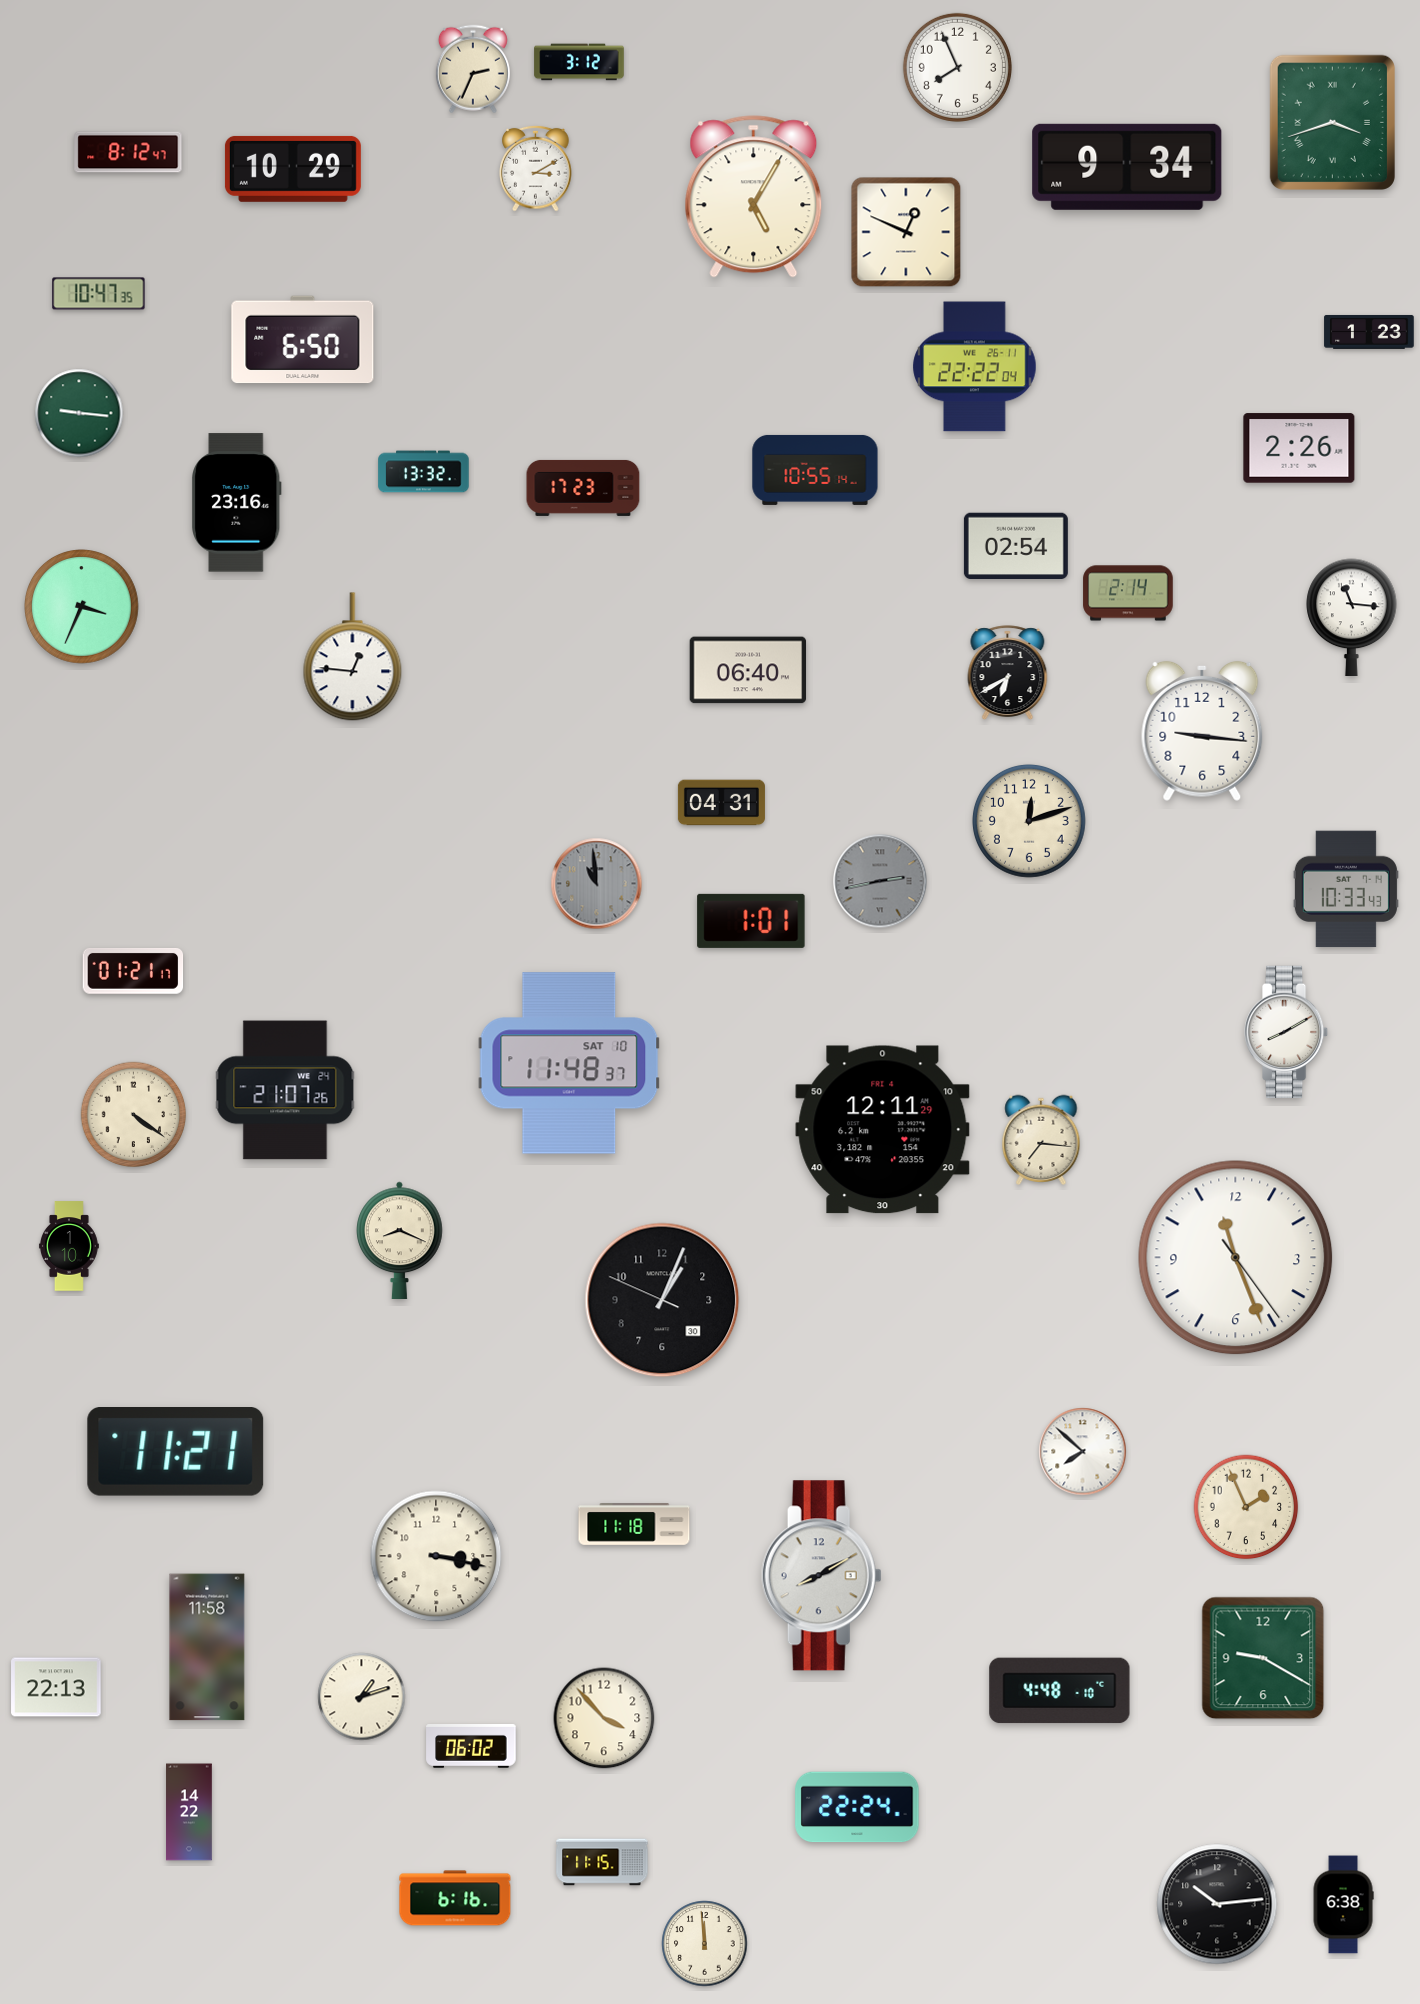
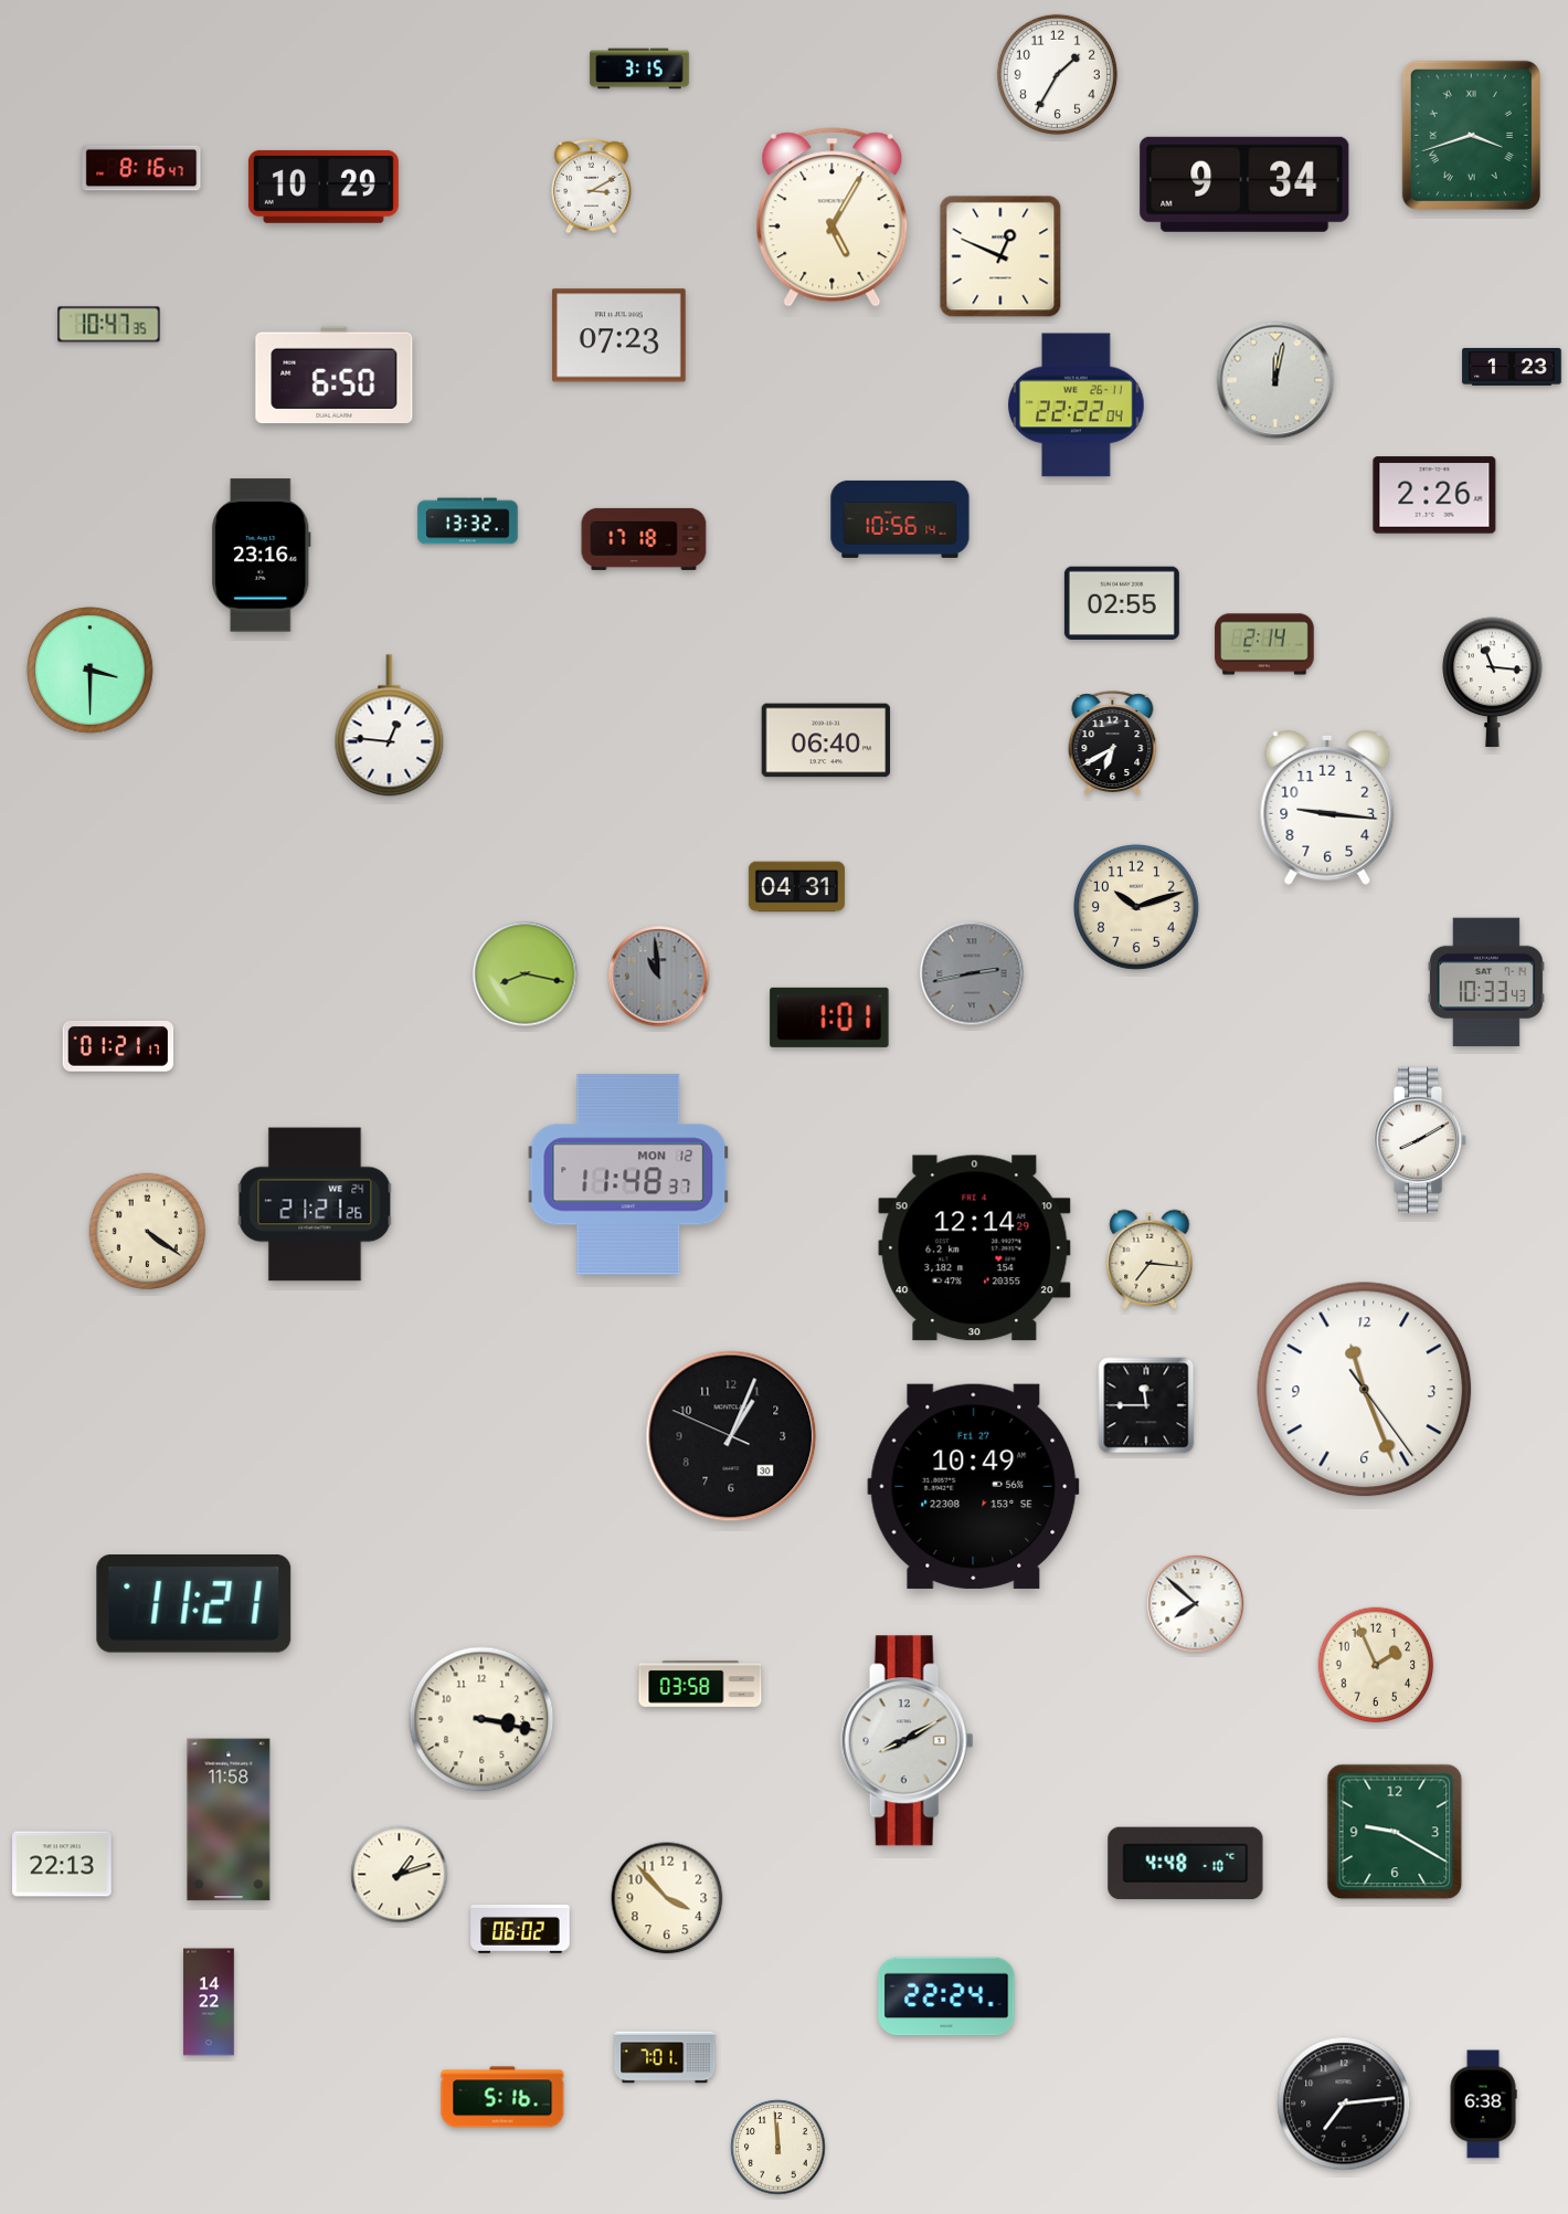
clock at (579, 62): 3:12 -> 3:15
clock at (957, 67): 7:56 -> 1:35
clock at (473, 69): 2:34 -> none
clock at (128, 152): 8:12 -> 8:16
clock at (618, 336): none -> 07:23
clock at (1275, 380): none -> 12:02
clock at (79, 413): 9:16 -> none
clock at (815, 470): 10:55 -> 10:56
clock at (583, 488): 17:23 -> 17:18
clock at (1016, 546): 02:54 -> 02:55
clock at (1128, 593) position: (1128, 593) -> (1264, 644)
clock at (82, 607): 3:34 -> 3:30
clock at (1029, 821): 12:12 -> 10:12
clock at (526, 974): none -> 8:17
clock at (133, 971) position: (133, 971) -> (118, 1046)
clock at (569, 1063) date: SAT 10 -> MON 12
clock at (285, 1090): 21:07 -> 21:21
clock at (883, 1130): 12:11 -> 12:14
clock at (400, 1240): 8:19 -> none
clock at (69, 1246): 1:10 -> none
clock at (1146, 1405): none -> 11:45
clock at (974, 1486): none -> 10:49
clock at (634, 1525): 11:18 -> 03:58
clock at (1060, 1691) position: (1060, 1691) -> (1186, 1864)
clock at (602, 1862): 11:15 -> 7:01
clock at (455, 1898): 6:16 -> 5:16
clock at (1217, 1904): 10:14 -> 7:14
